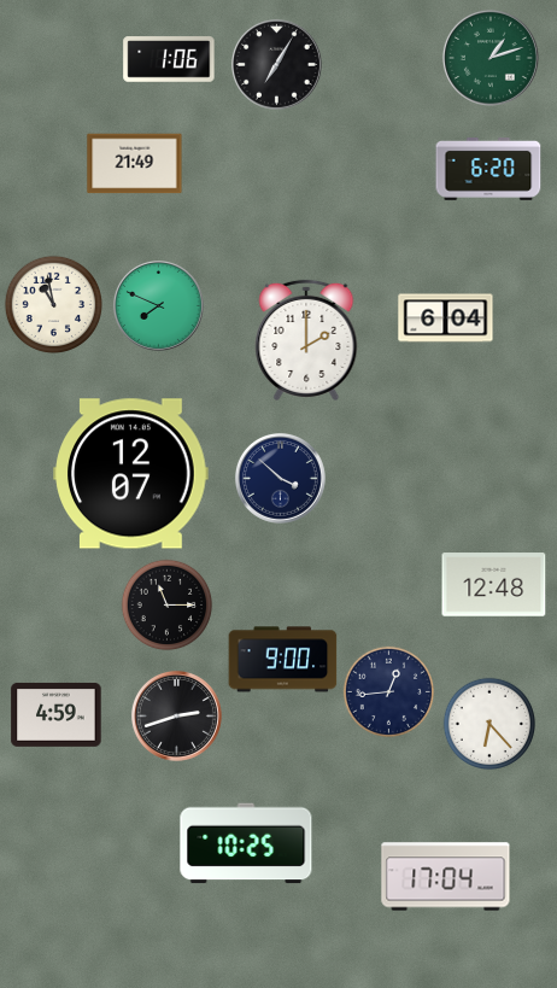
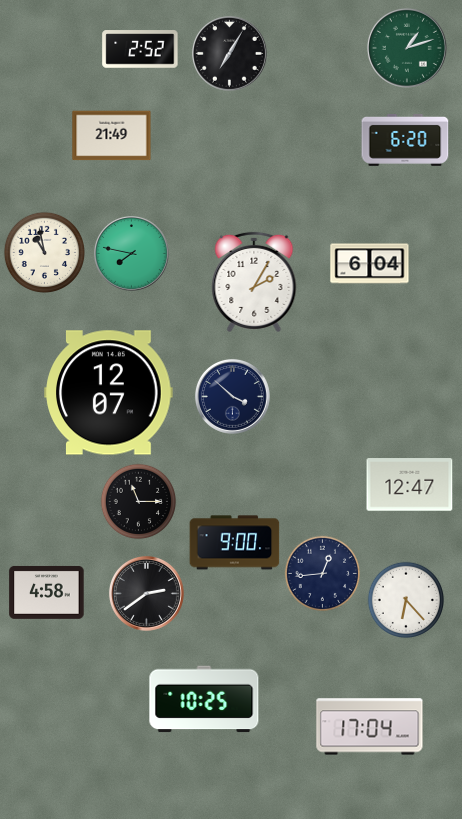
clock at (169, 59): 1:06 -> 2:52
clock at (158, 305): 7:49 -> 7:47
clock at (306, 340): 2:00 -> 2:05
clock at (494, 585): 12:48 -> 12:47
clock at (283, 660) position: (283, 660) -> (235, 543)
clock at (57, 714): 4:59 -> 4:58
clock at (176, 715): 2:42 -> 2:39
